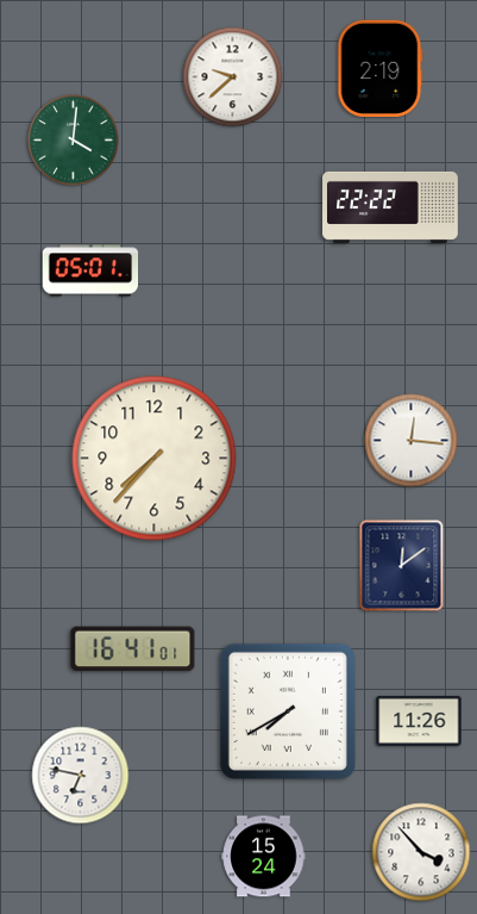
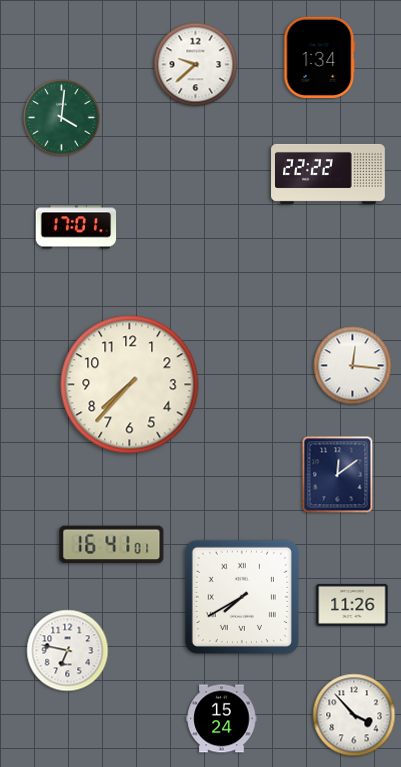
clock at (381, 68): 2:19 -> 1:34
clock at (90, 271): 05:01 -> 17:01
clock at (412, 441) position: (412, 441) -> (353, 366)
